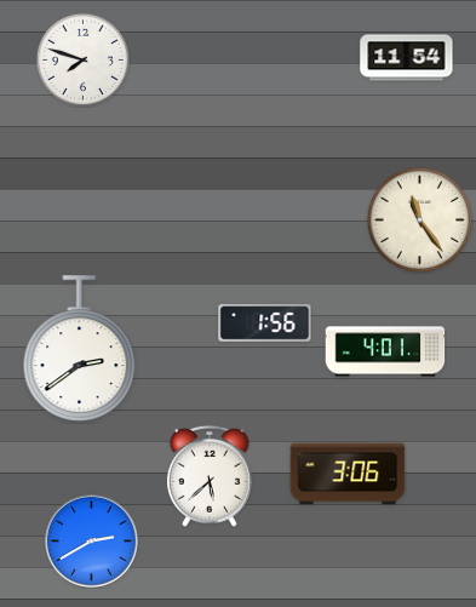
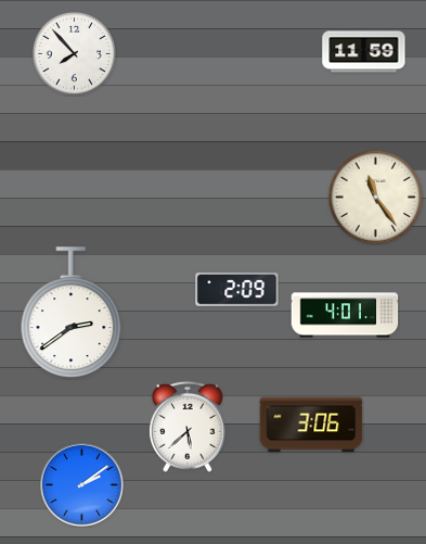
clock at (407, 58): 11:54 -> 11:59
clock at (82, 59): 7:48 -> 7:53
clock at (265, 323): 1:56 -> 2:09
clock at (92, 542): 2:40 -> 2:09
